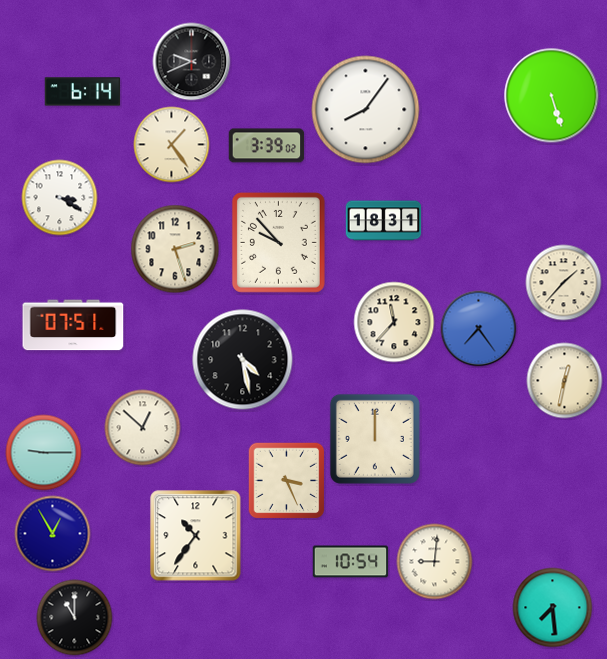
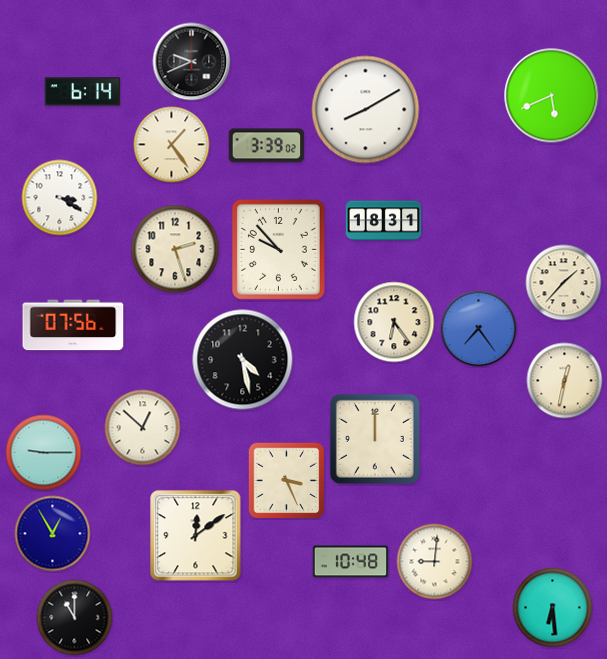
clock at (552, 96): 5:27 -> 5:41
clock at (366, 110): 8:06 -> 8:10
clock at (278, 242) position: (278, 242) -> (278, 249)
clock at (394, 322): 11:37 -> 6:24
clock at (73, 325): 07:51 -> 07:56
clock at (196, 536): 10:36 -> 12:09
clock at (351, 562): 10:54 -> 10:48
clock at (553, 608): 7:29 -> 6:29
